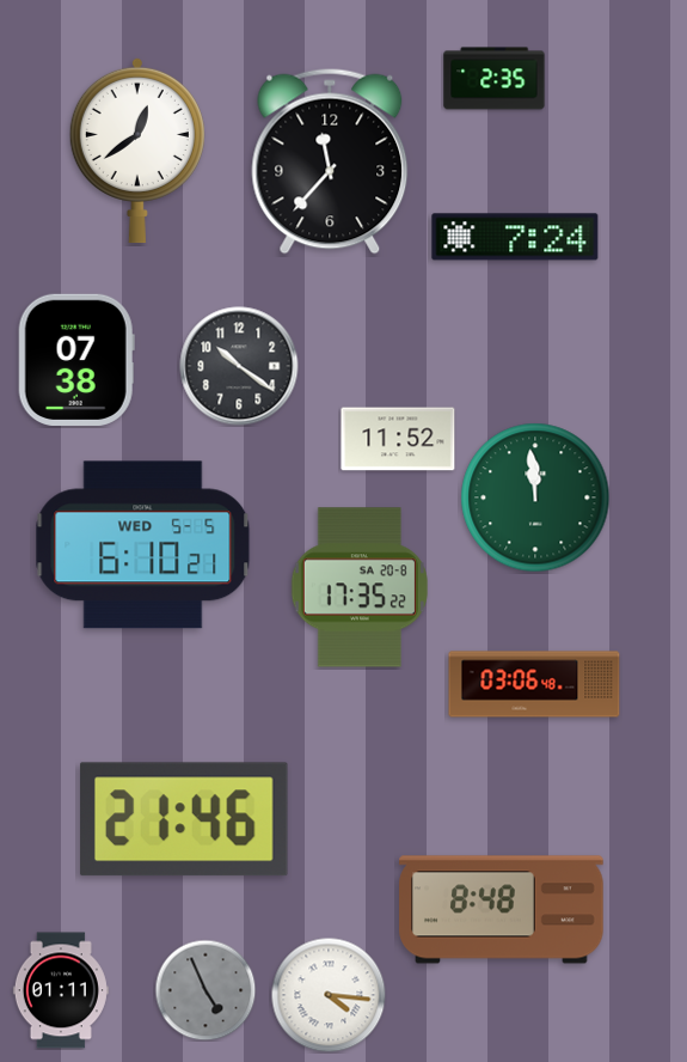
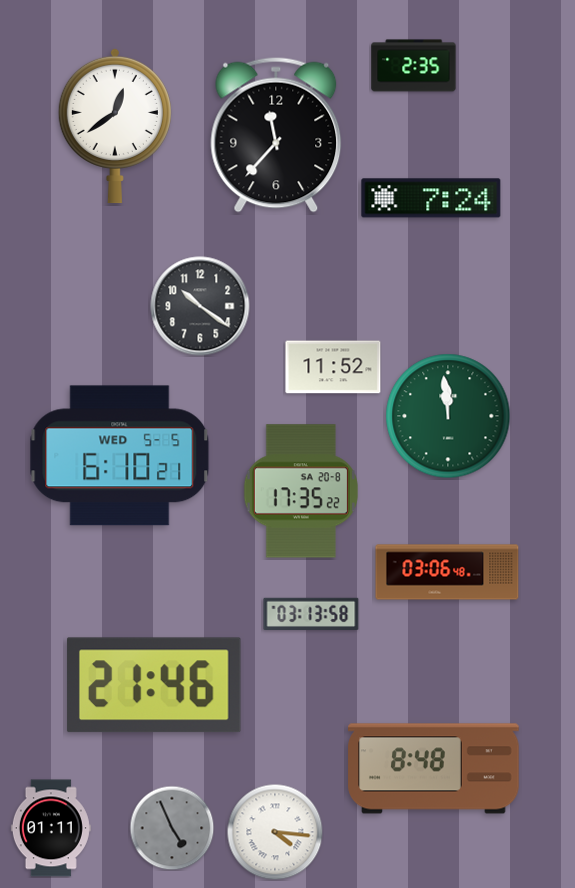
clock at (76, 359): 07:38 -> none
clock at (311, 613): none -> 03:13
clock at (502, 910) position: (502, 910) -> (434, 769)
